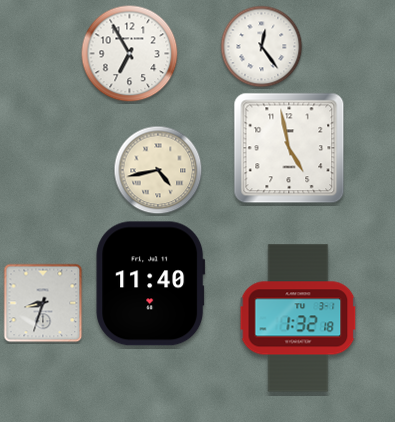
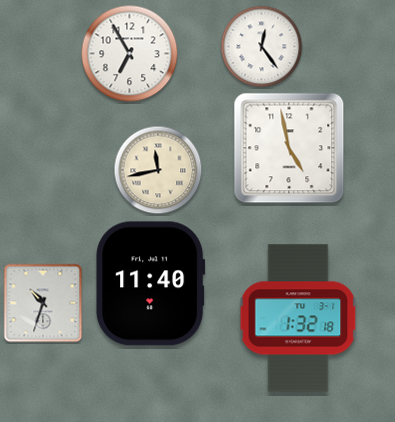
clock at (158, 170): 4:43 -> 11:43
clock at (43, 303): 8:33 -> 10:33
